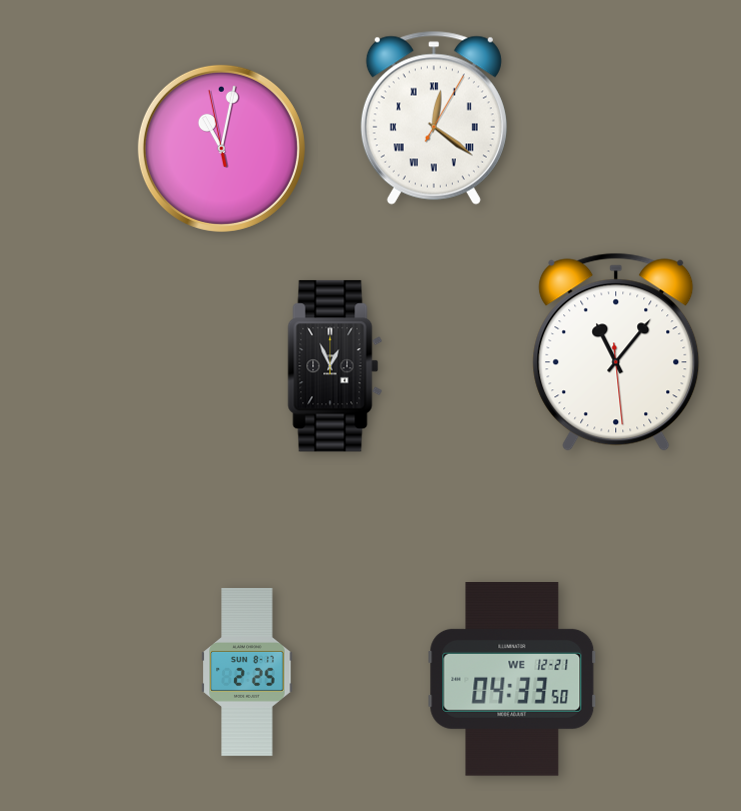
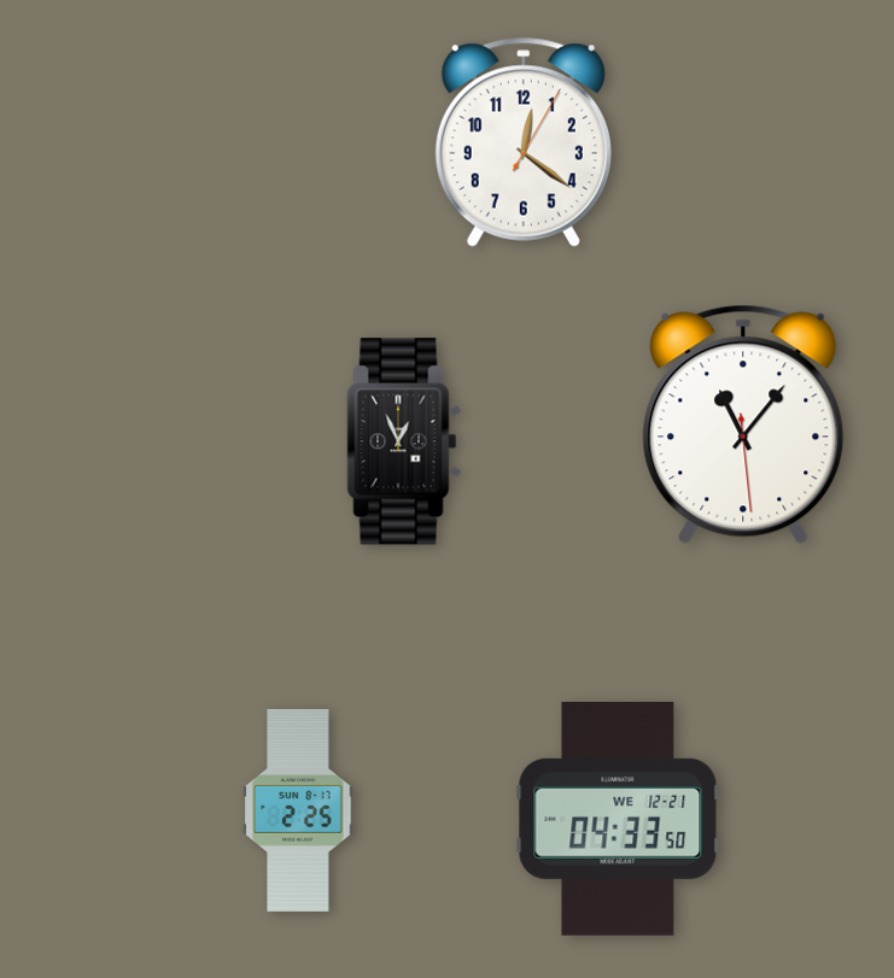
clock at (434, 118) numerals: Roman -> Arabic
clock at (221, 148): 11:01 -> none
